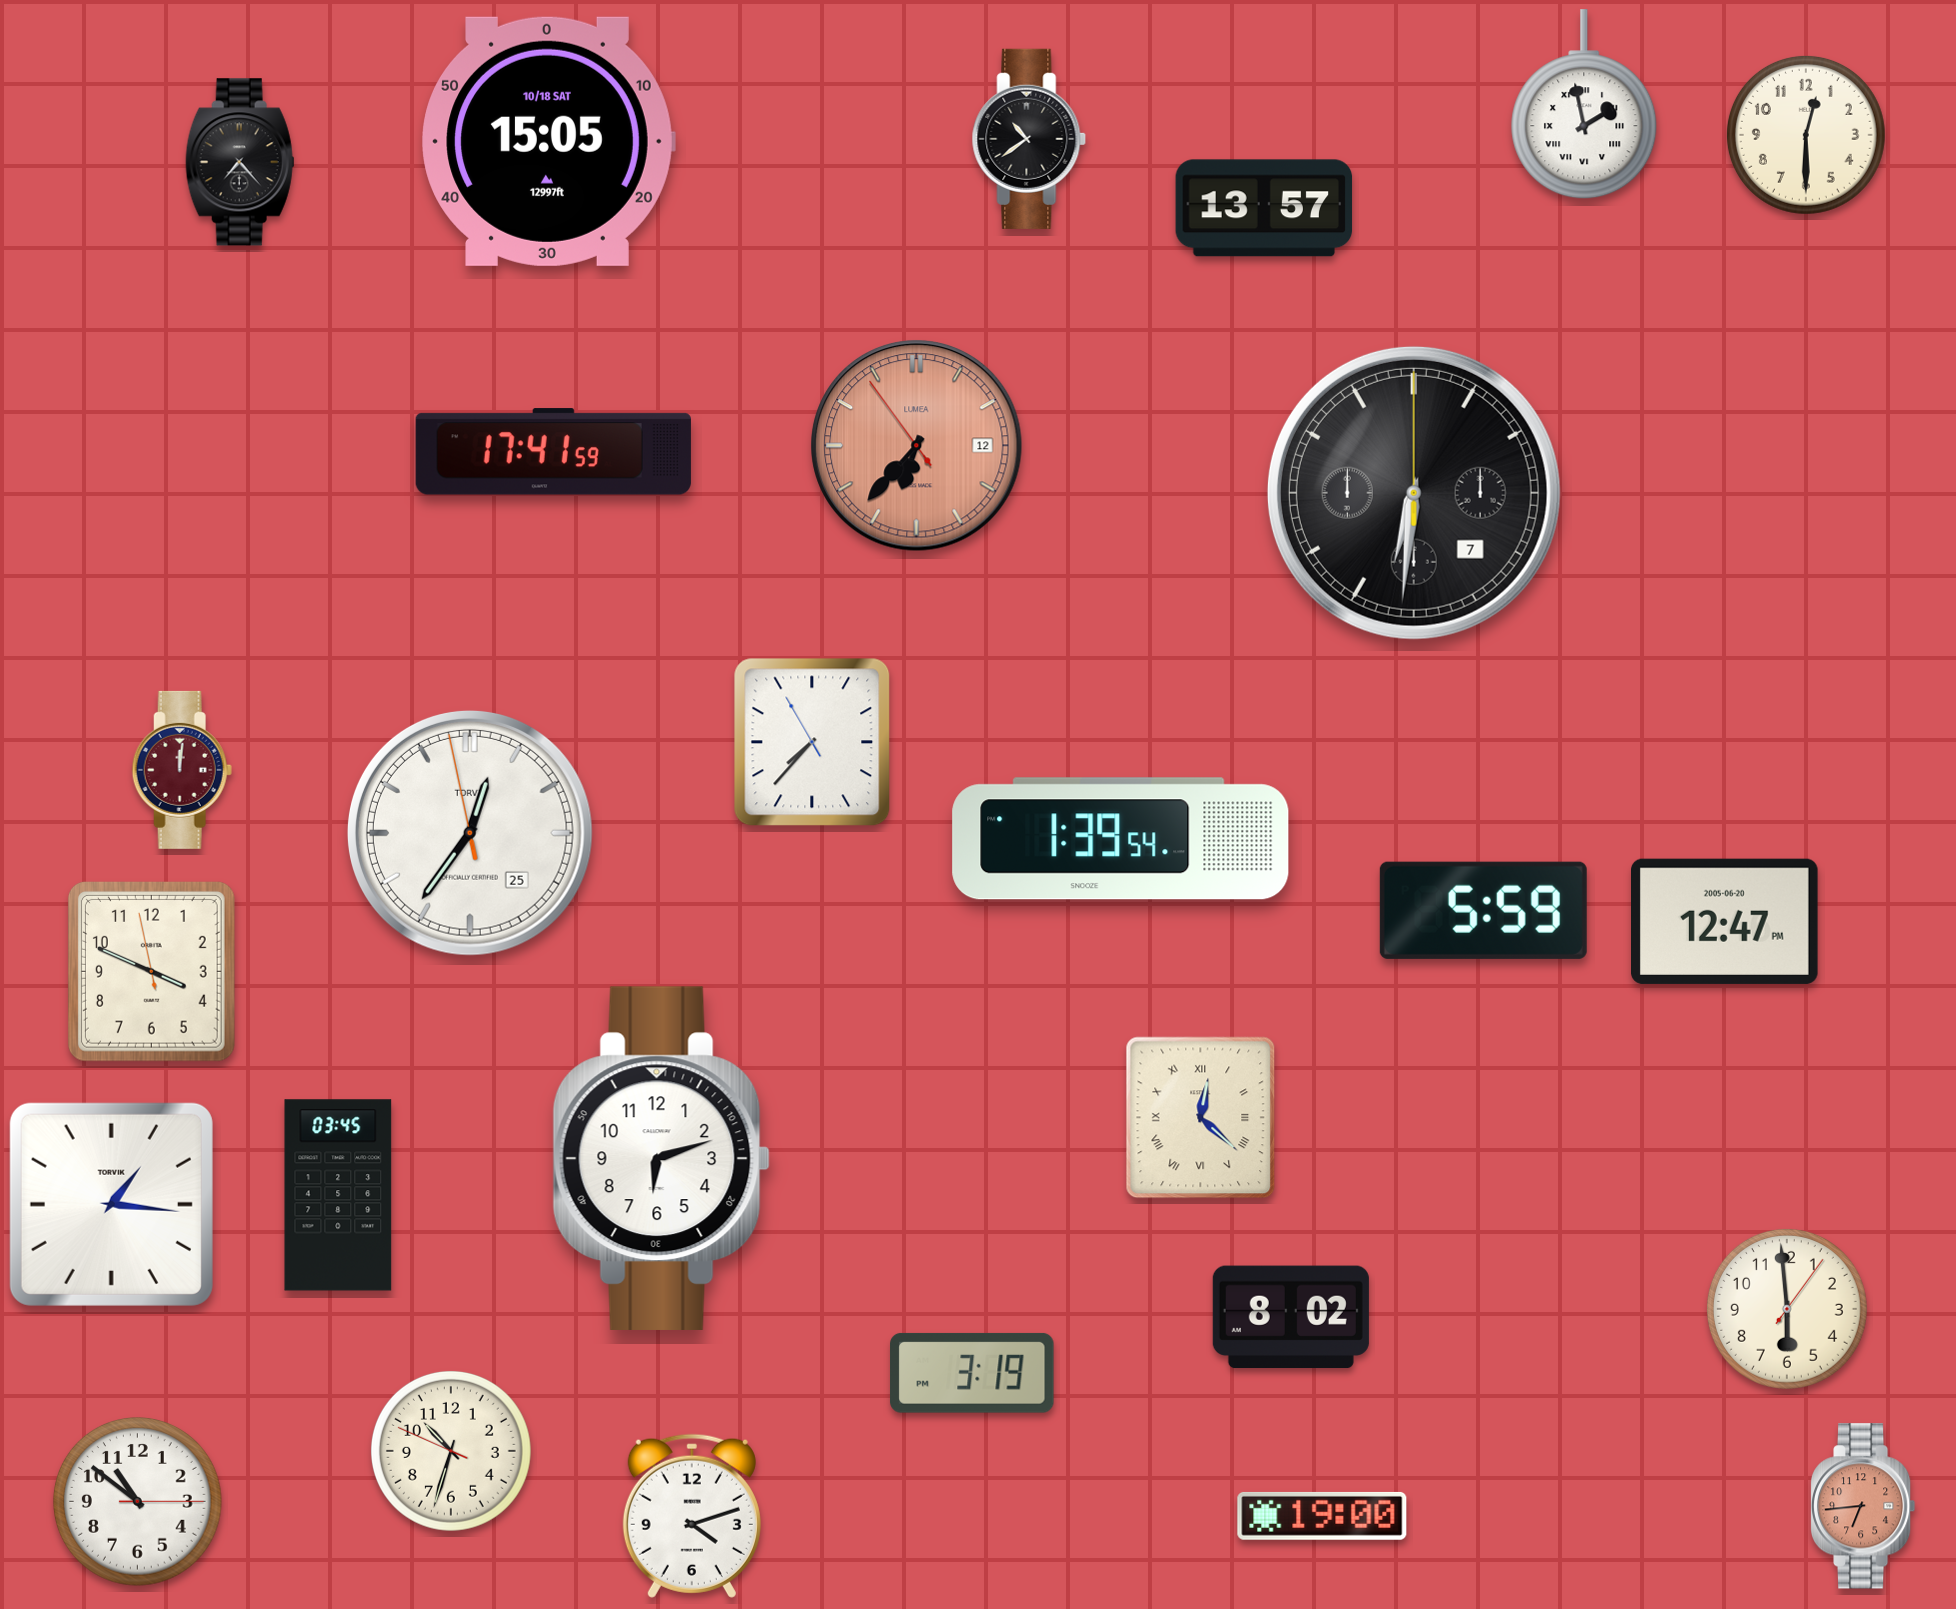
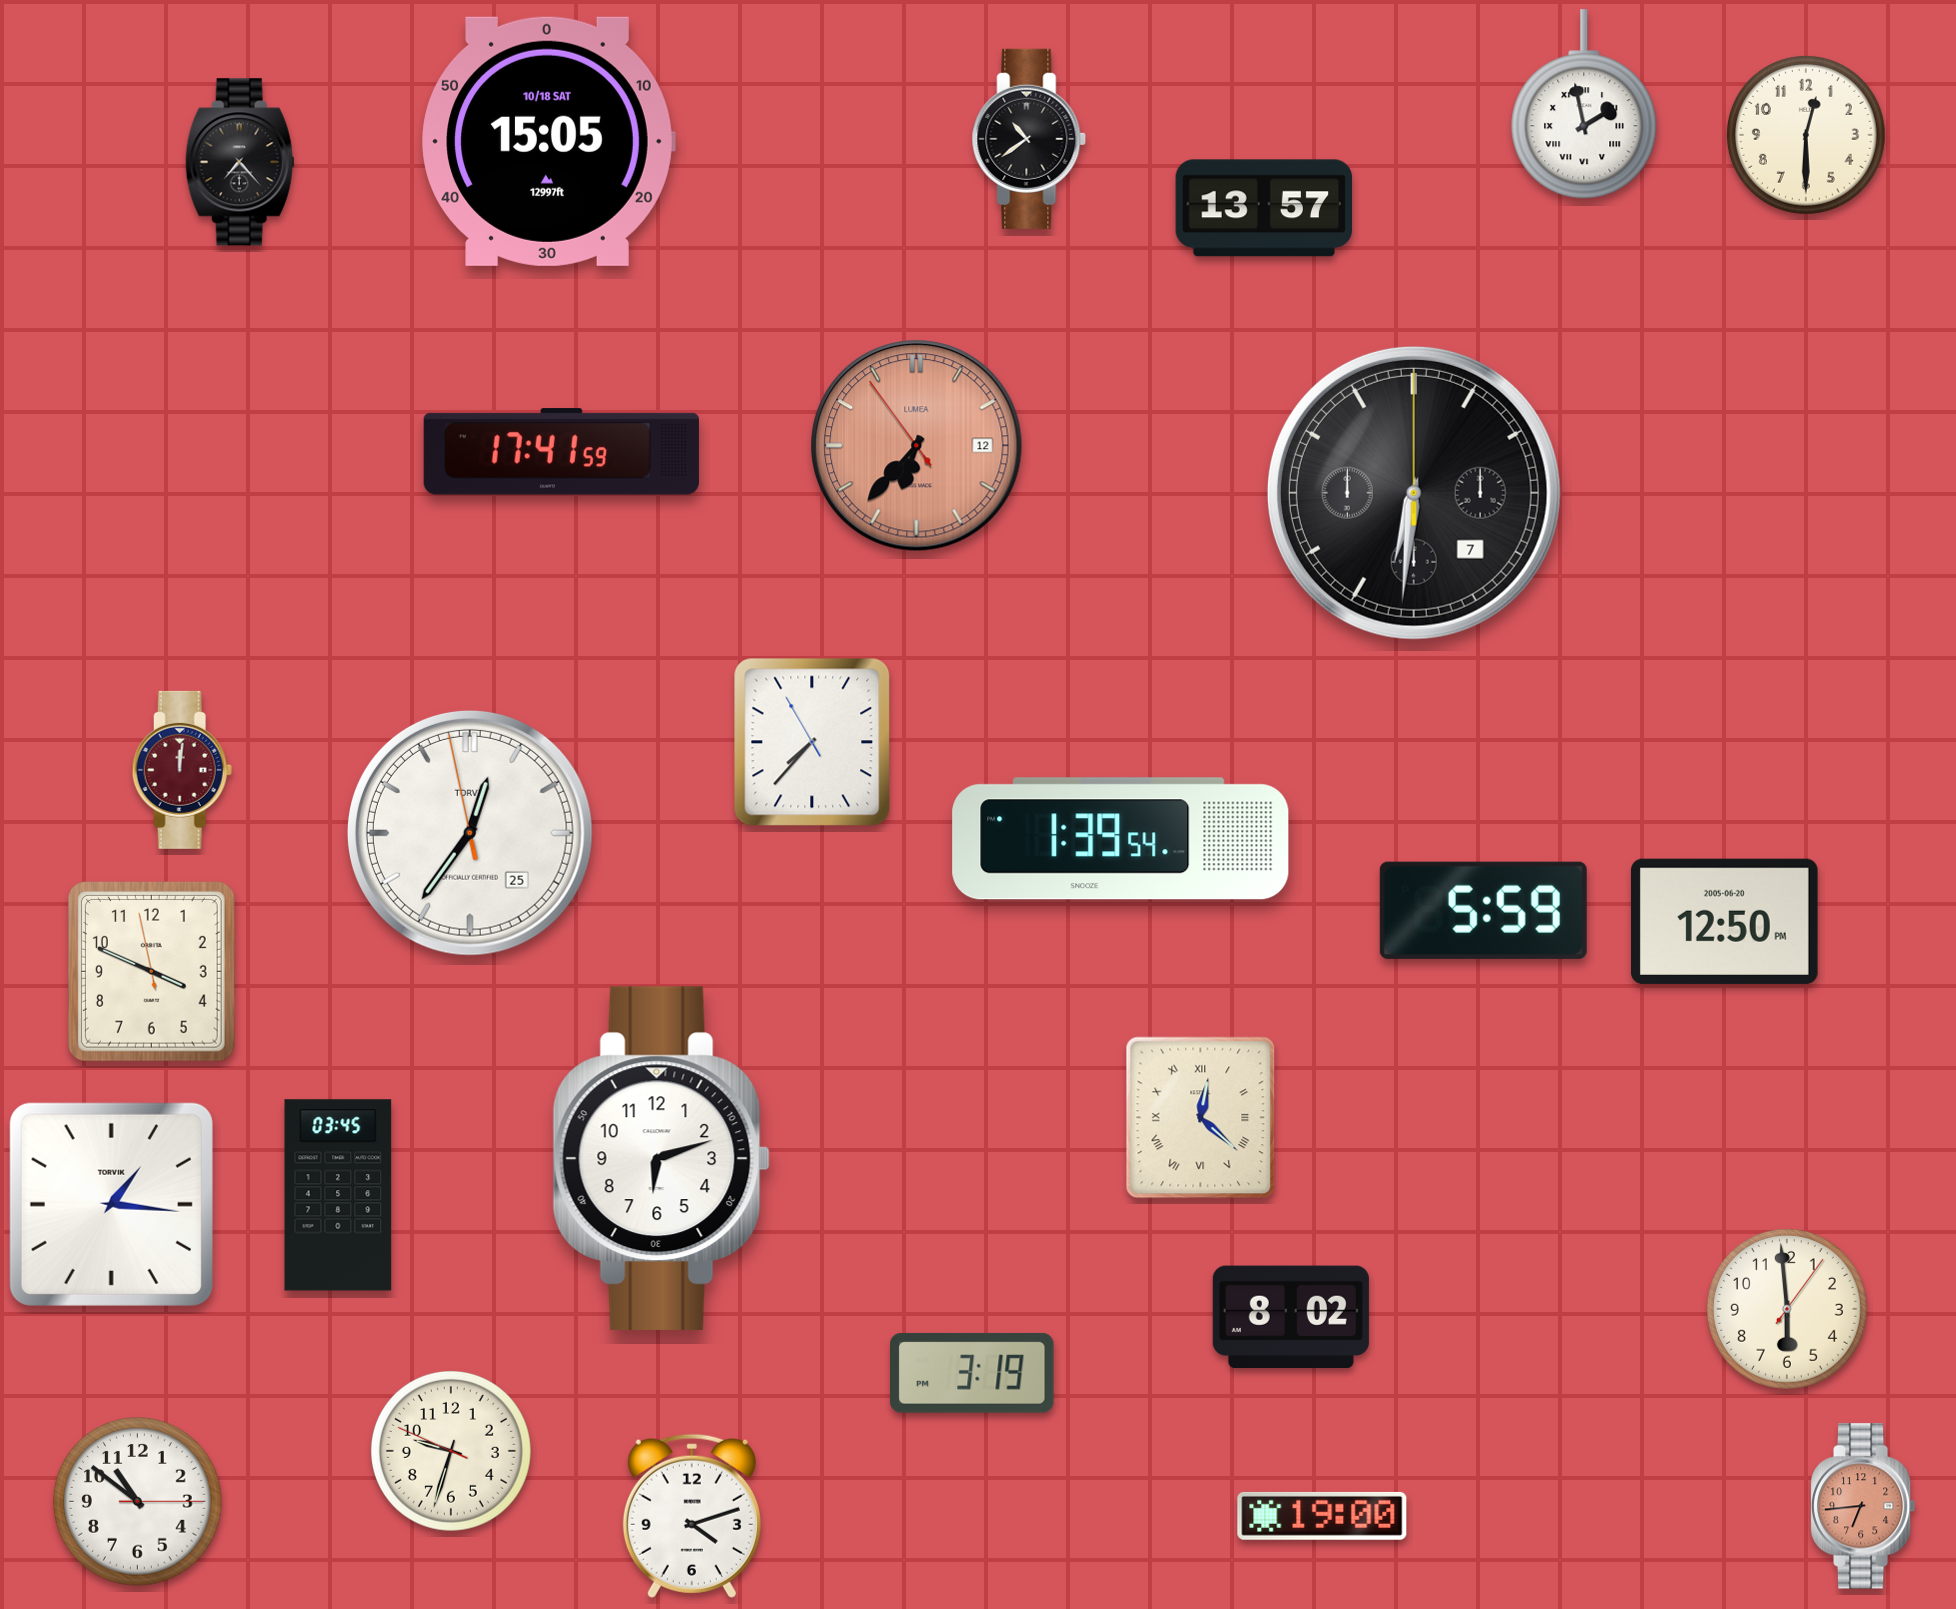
clock at (553, 452) position: (553, 452) -> (561, 452)
clock at (1725, 921): 12:47 -> 12:50
clock at (451, 1451): 10:32 -> 9:32
